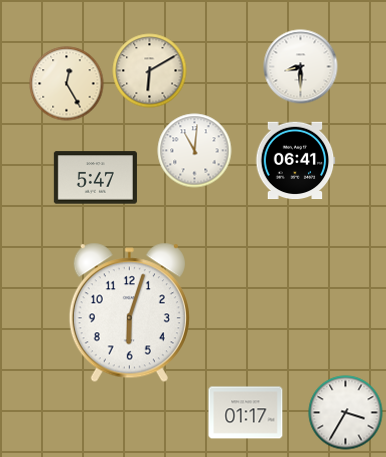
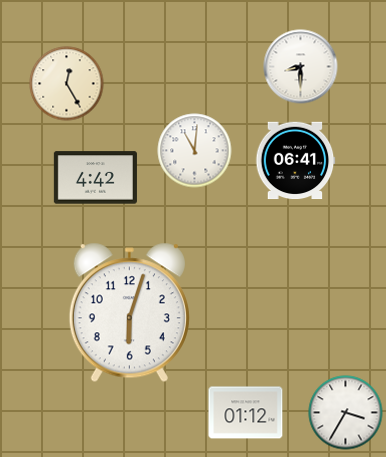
clock at (150, 71): 6:10 -> none
clock at (95, 178): 5:47 -> 4:42
clock at (246, 413): 01:17 -> 01:12
